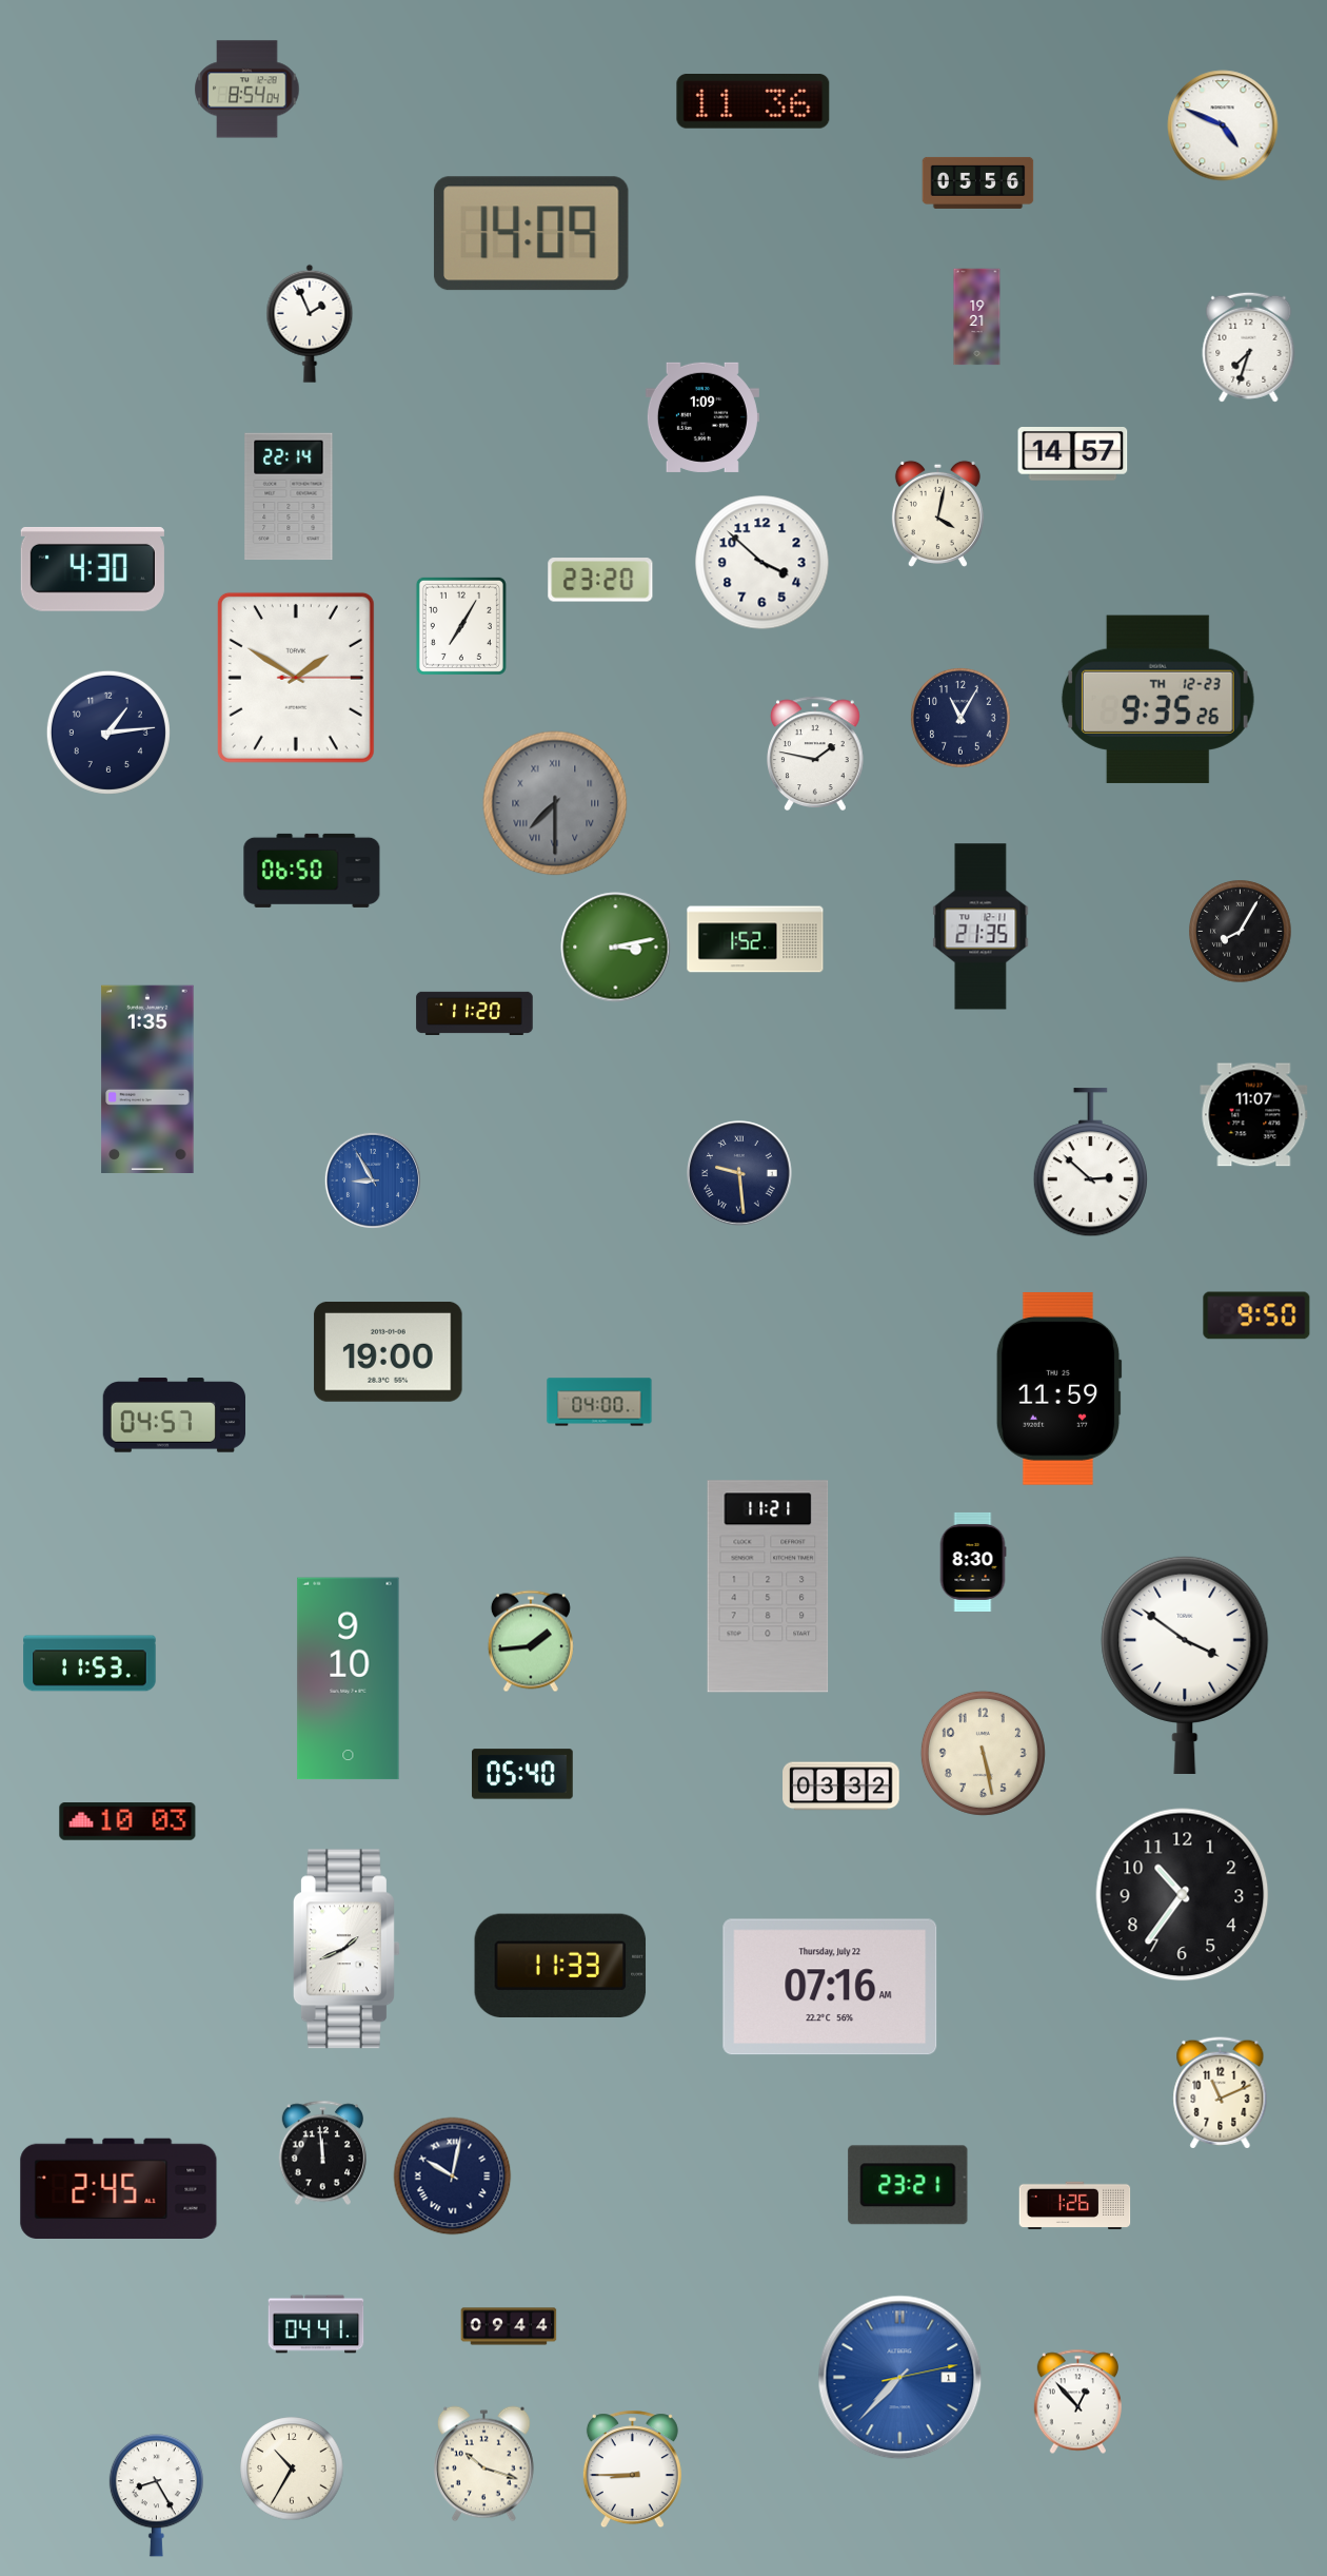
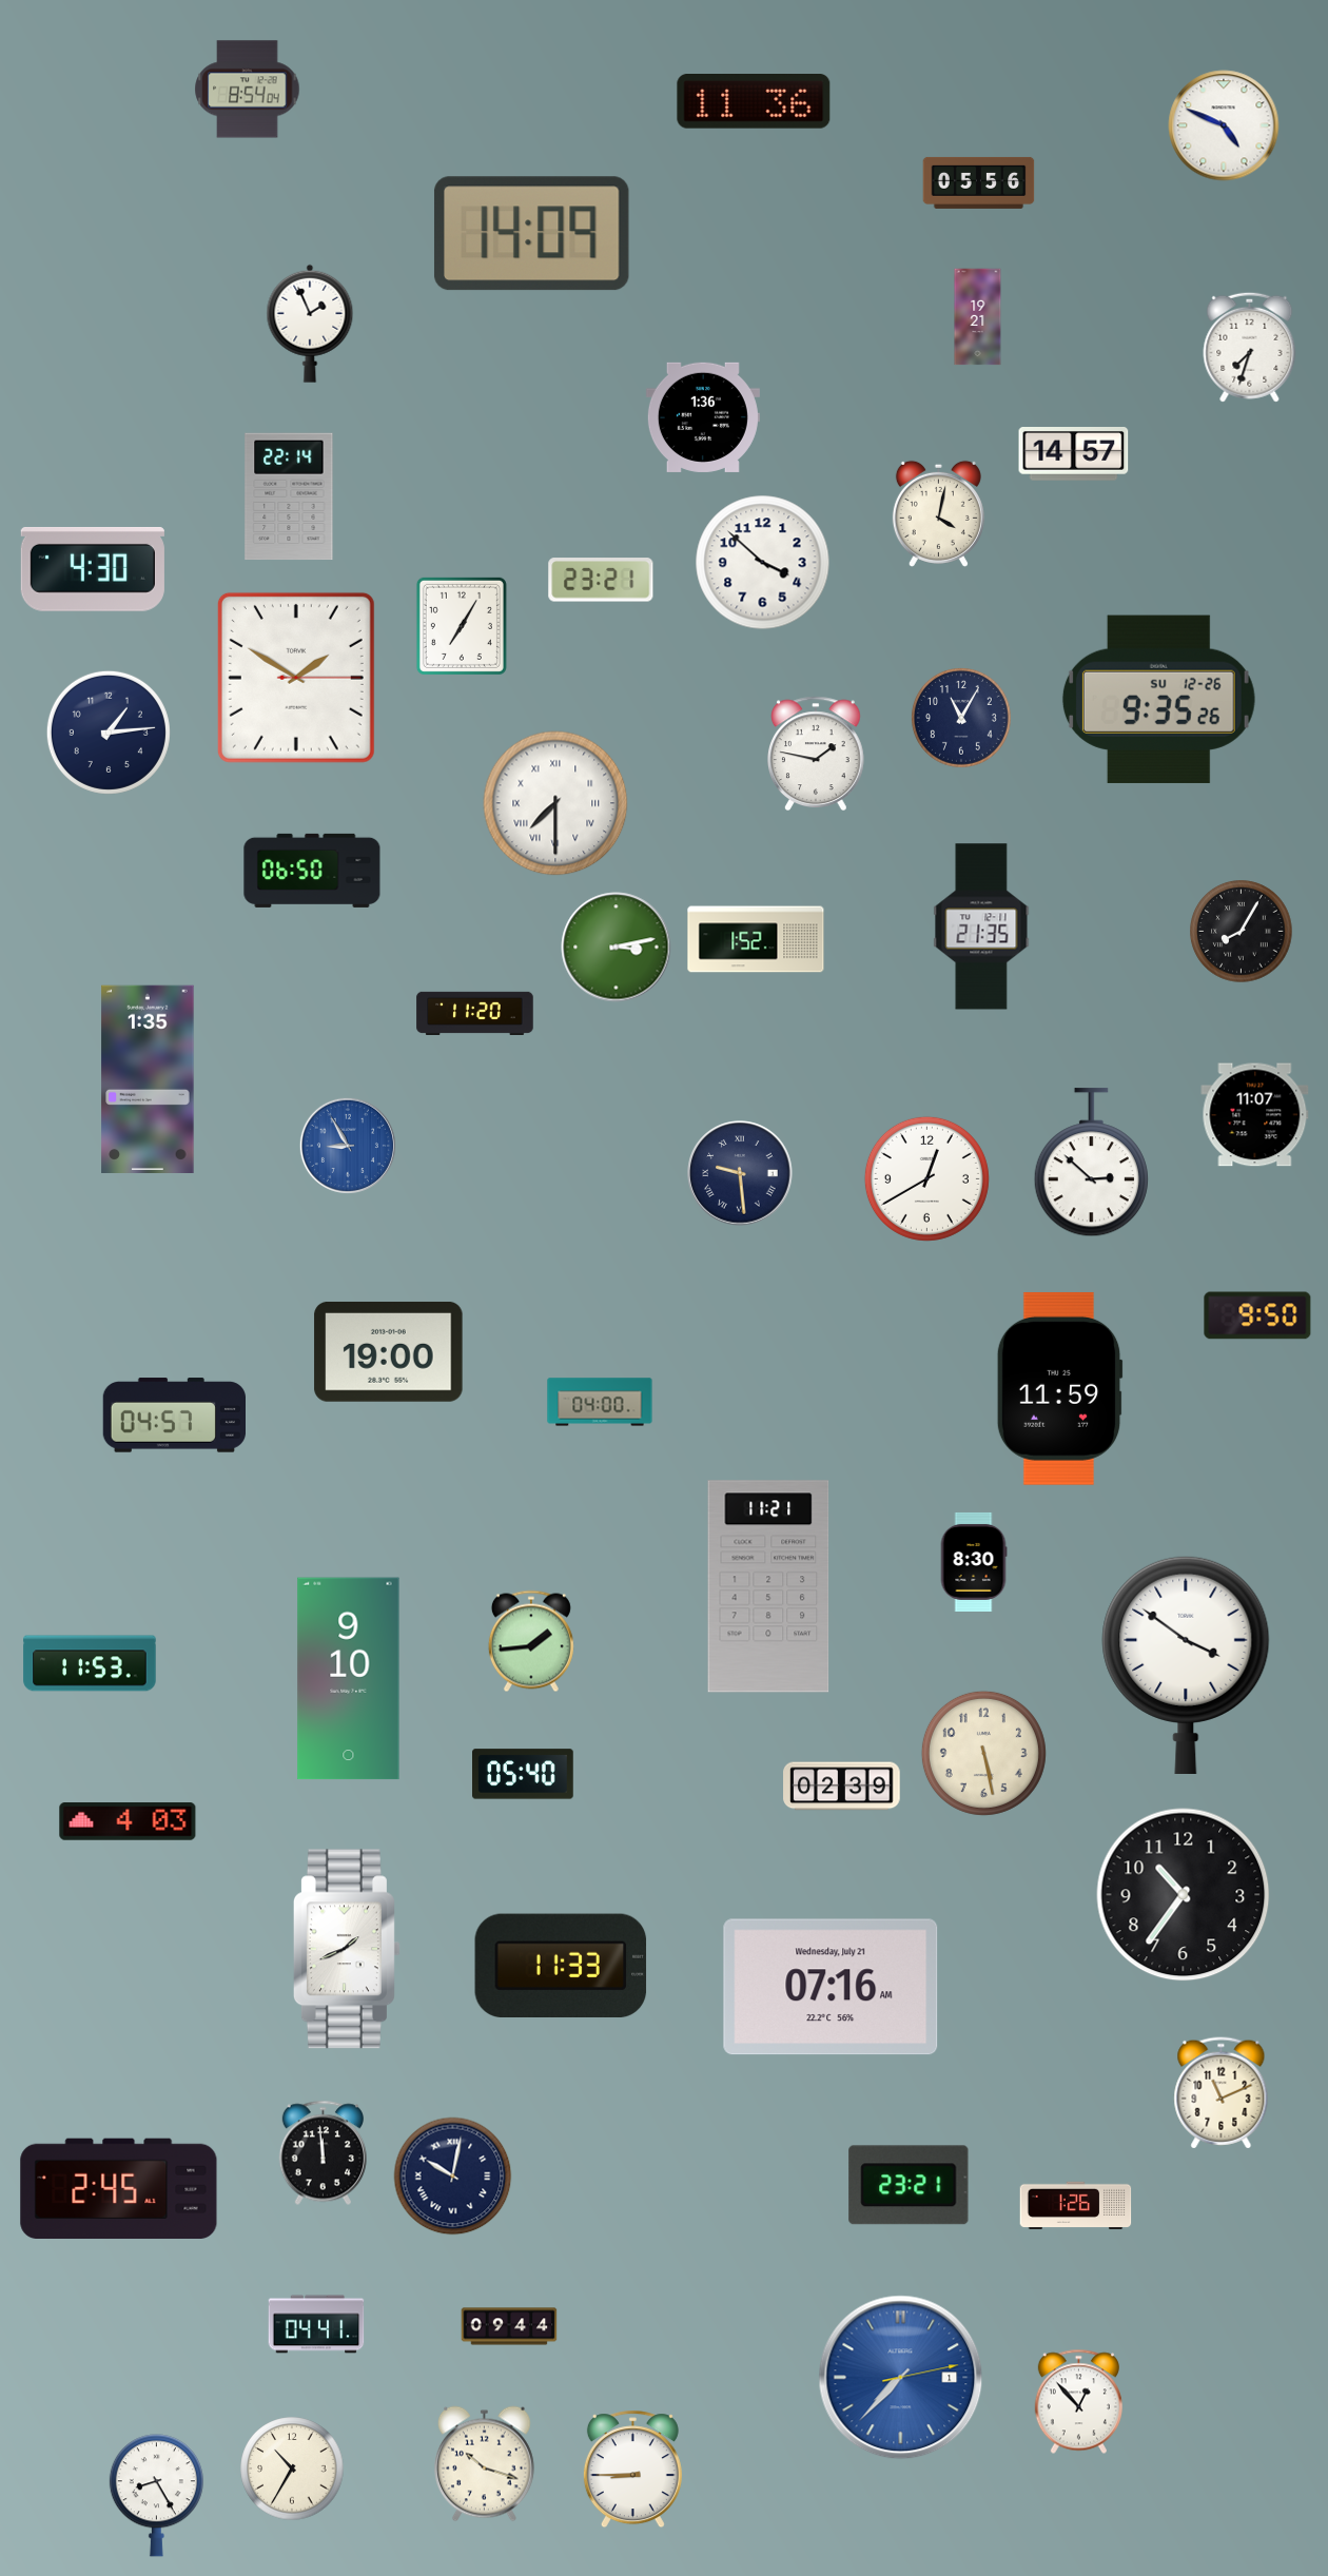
clock at (702, 417): 1:09 -> 1:36
clock at (600, 580): 23:20 -> 23:21
clock at (1157, 699) date: TH 12-23 -> SU 12-26
clock at (555, 803) dial: grey -> white
clock at (926, 1178): none -> 12:40
clock at (373, 1180) position: (373, 1180) -> (348, 1146)
clock at (841, 1787): 03:32 -> 02:39
clock at (127, 1822): 10:03 -> 4:03
clock at (830, 1987) date: Thursday, July 22 -> Wednesday, July 21
